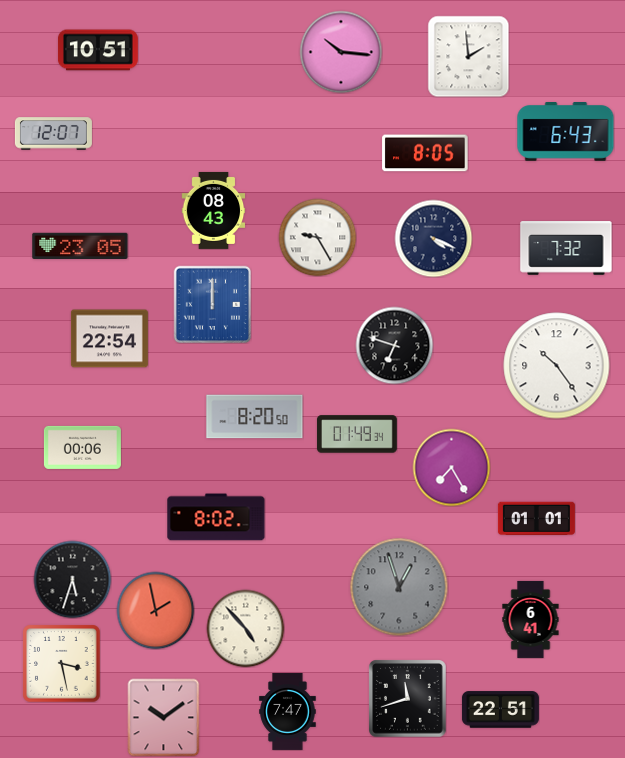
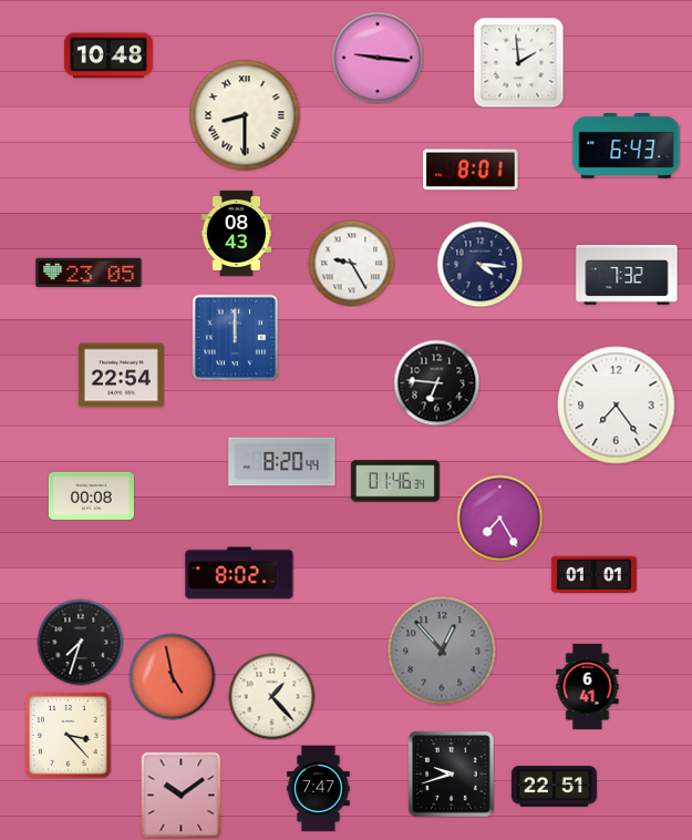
clock at (98, 50): 10:51 -> 10:48
clock at (341, 52): 10:16 -> 9:16
clock at (245, 115): none -> 8:30
clock at (53, 134): 12:07 -> none
clock at (425, 153): 8:05 -> 8:01
clock at (433, 238): 4:19 -> 4:16
clock at (394, 345): 6:48 -> 6:46
clock at (557, 366): 10:24 -> 7:24
clock at (255, 417): 8:20:50 -> 8:20:44
clock at (357, 434): 01:49 -> 01:46
clock at (82, 447): 00:06 -> 00:08
clock at (72, 579): 5:33 -> 7:33
clock at (399, 587): 12:57 -> 12:53
clock at (155, 610): 1:58 -> 4:58
clock at (245, 628): 4:53 -> 1:23
clock at (61, 663): 3:28 -> 3:23
clock at (407, 698): 11:42 -> 9:42
